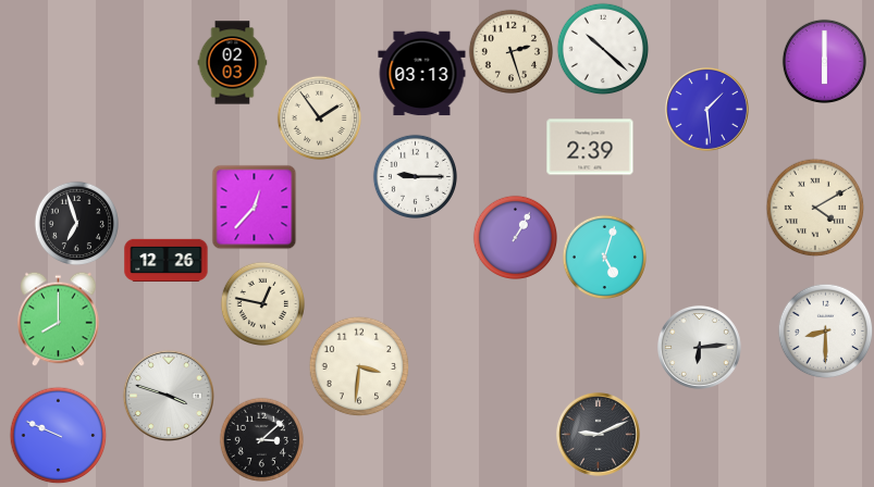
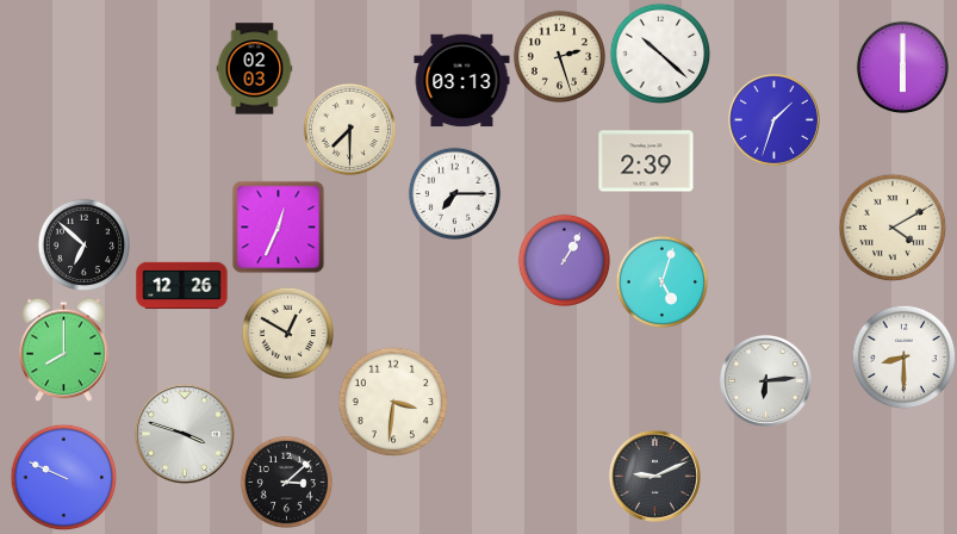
clock at (706, 109): 1:29 -> 1:33
clock at (319, 117): 1:54 -> 7:30
clock at (415, 176): 9:15 -> 7:15
clock at (254, 207): 12:37 -> 12:34
clock at (76, 223): 6:57 -> 6:52
clock at (262, 303): 12:47 -> 12:50
clock at (825, 330) position: (825, 330) -> (903, 356)
